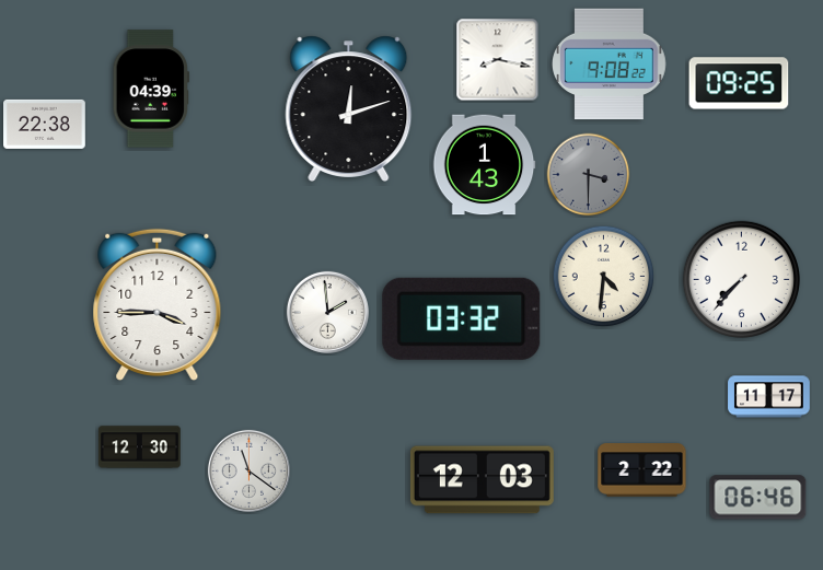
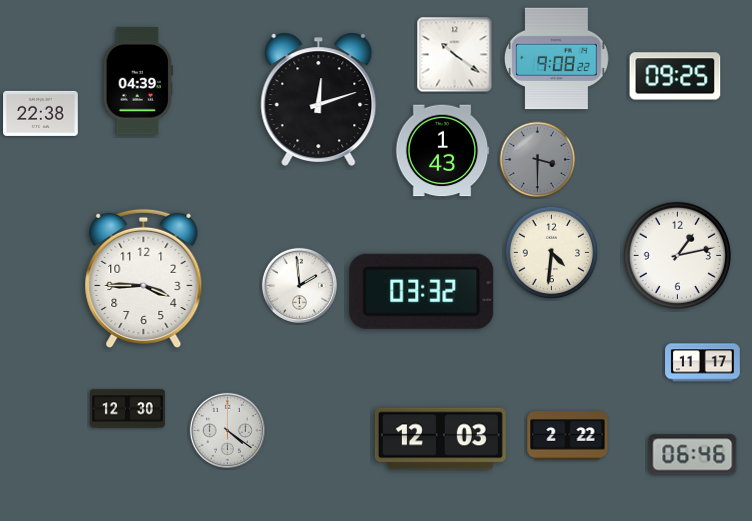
clock at (498, 60): 8:17 -> 10:21
clock at (741, 279): 7:37 -> 1:13
clock at (248, 470): 11:21 -> 4:21
clock at (642, 470) position: (642, 470) -> (568, 436)
